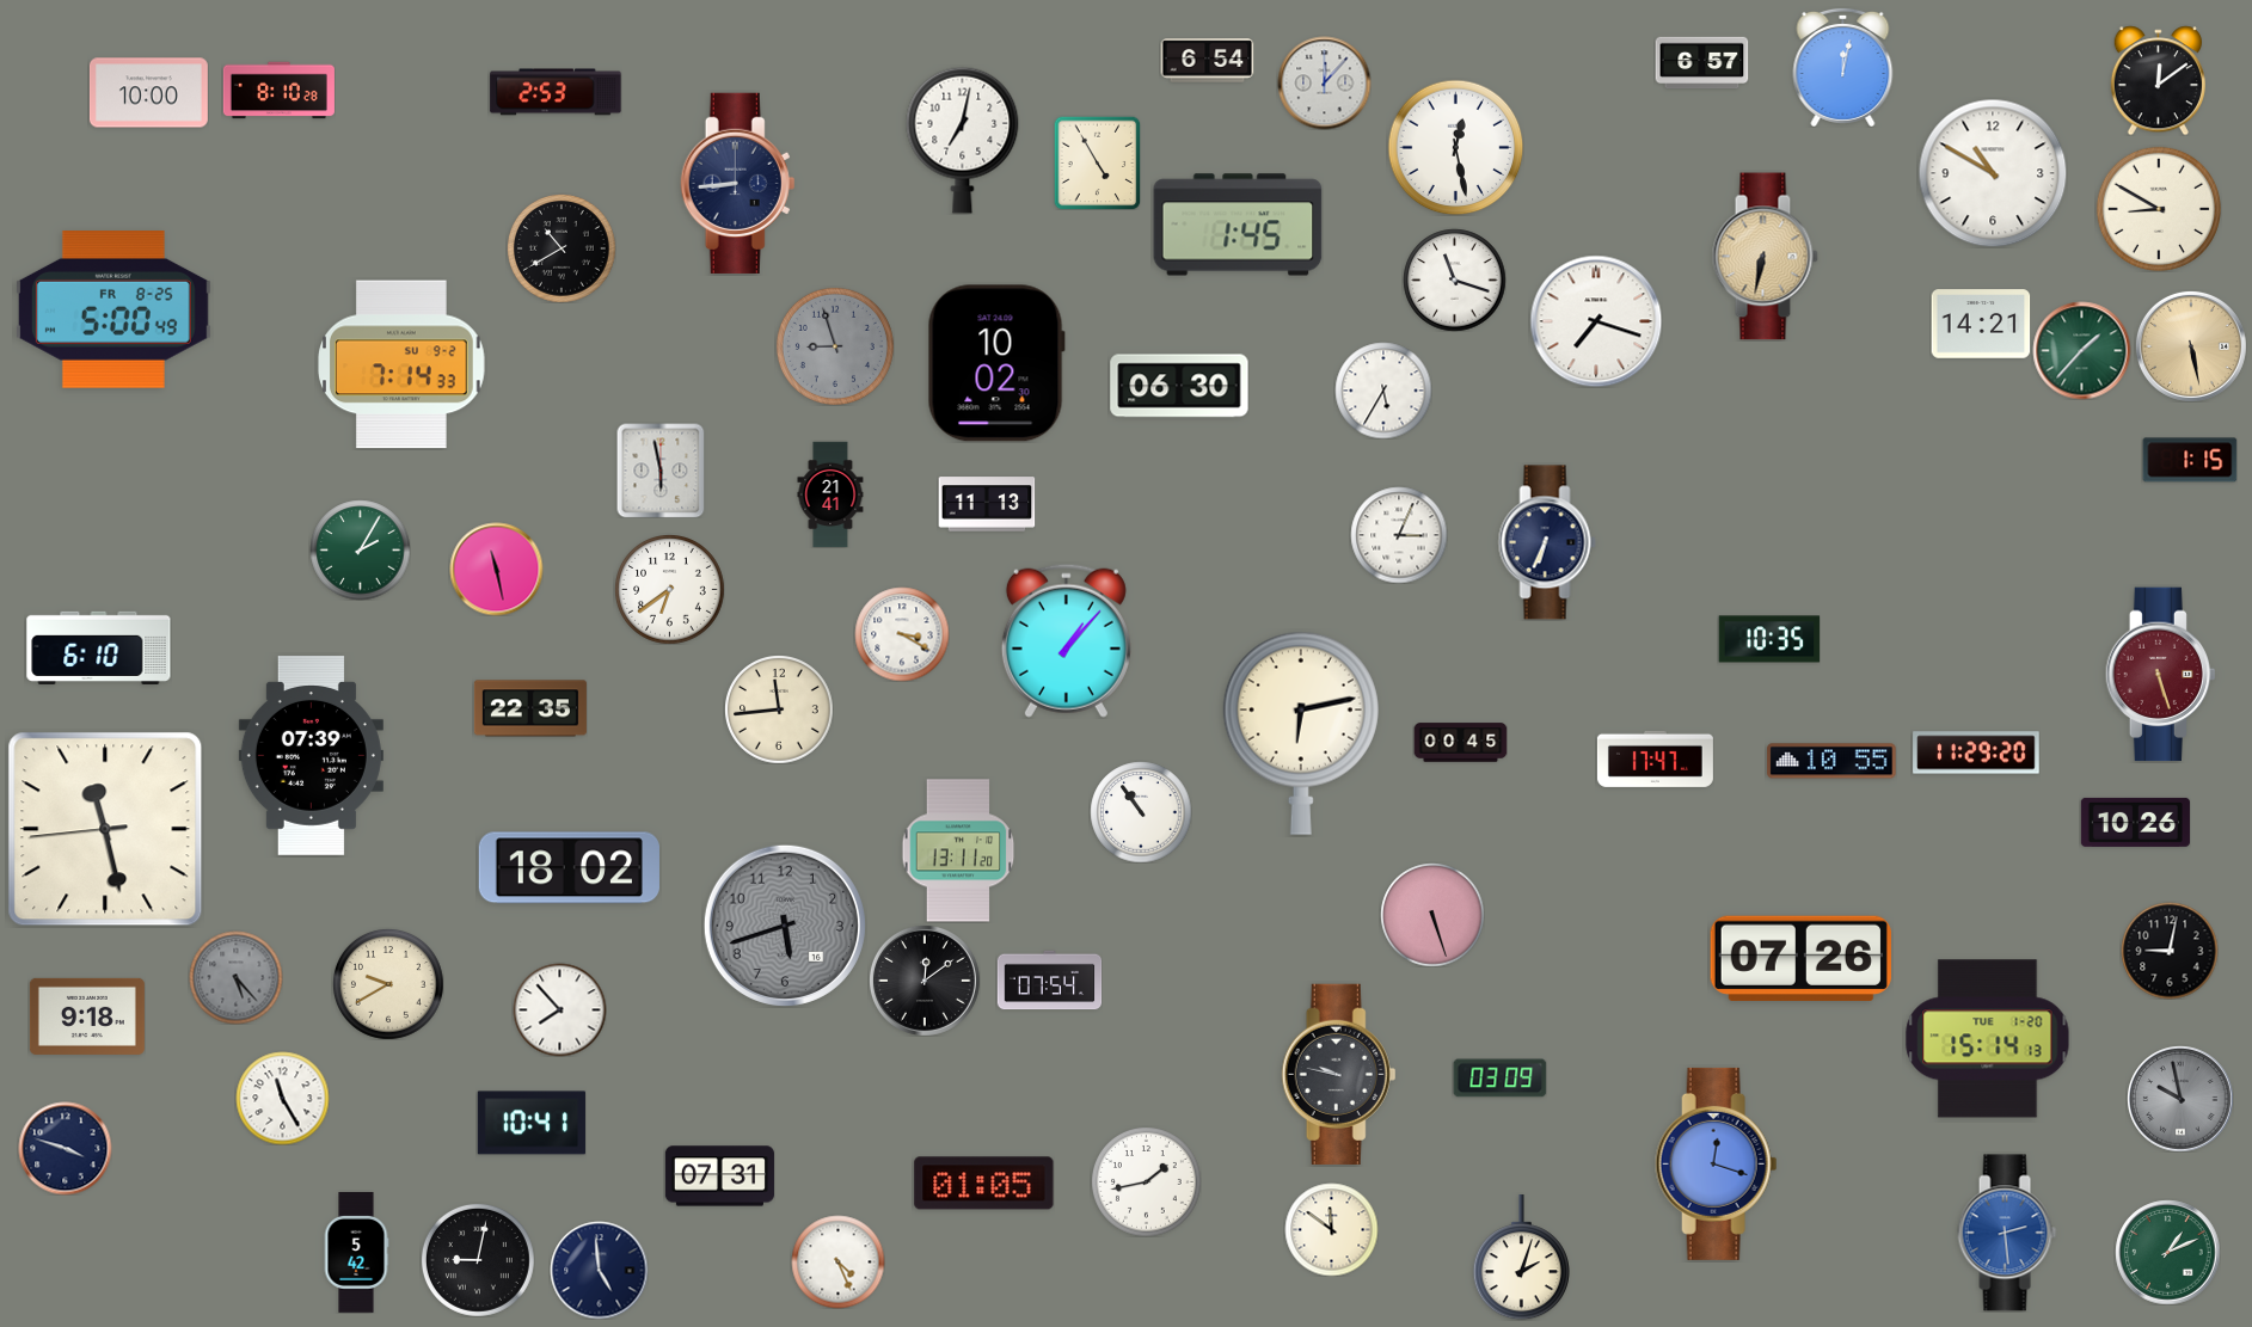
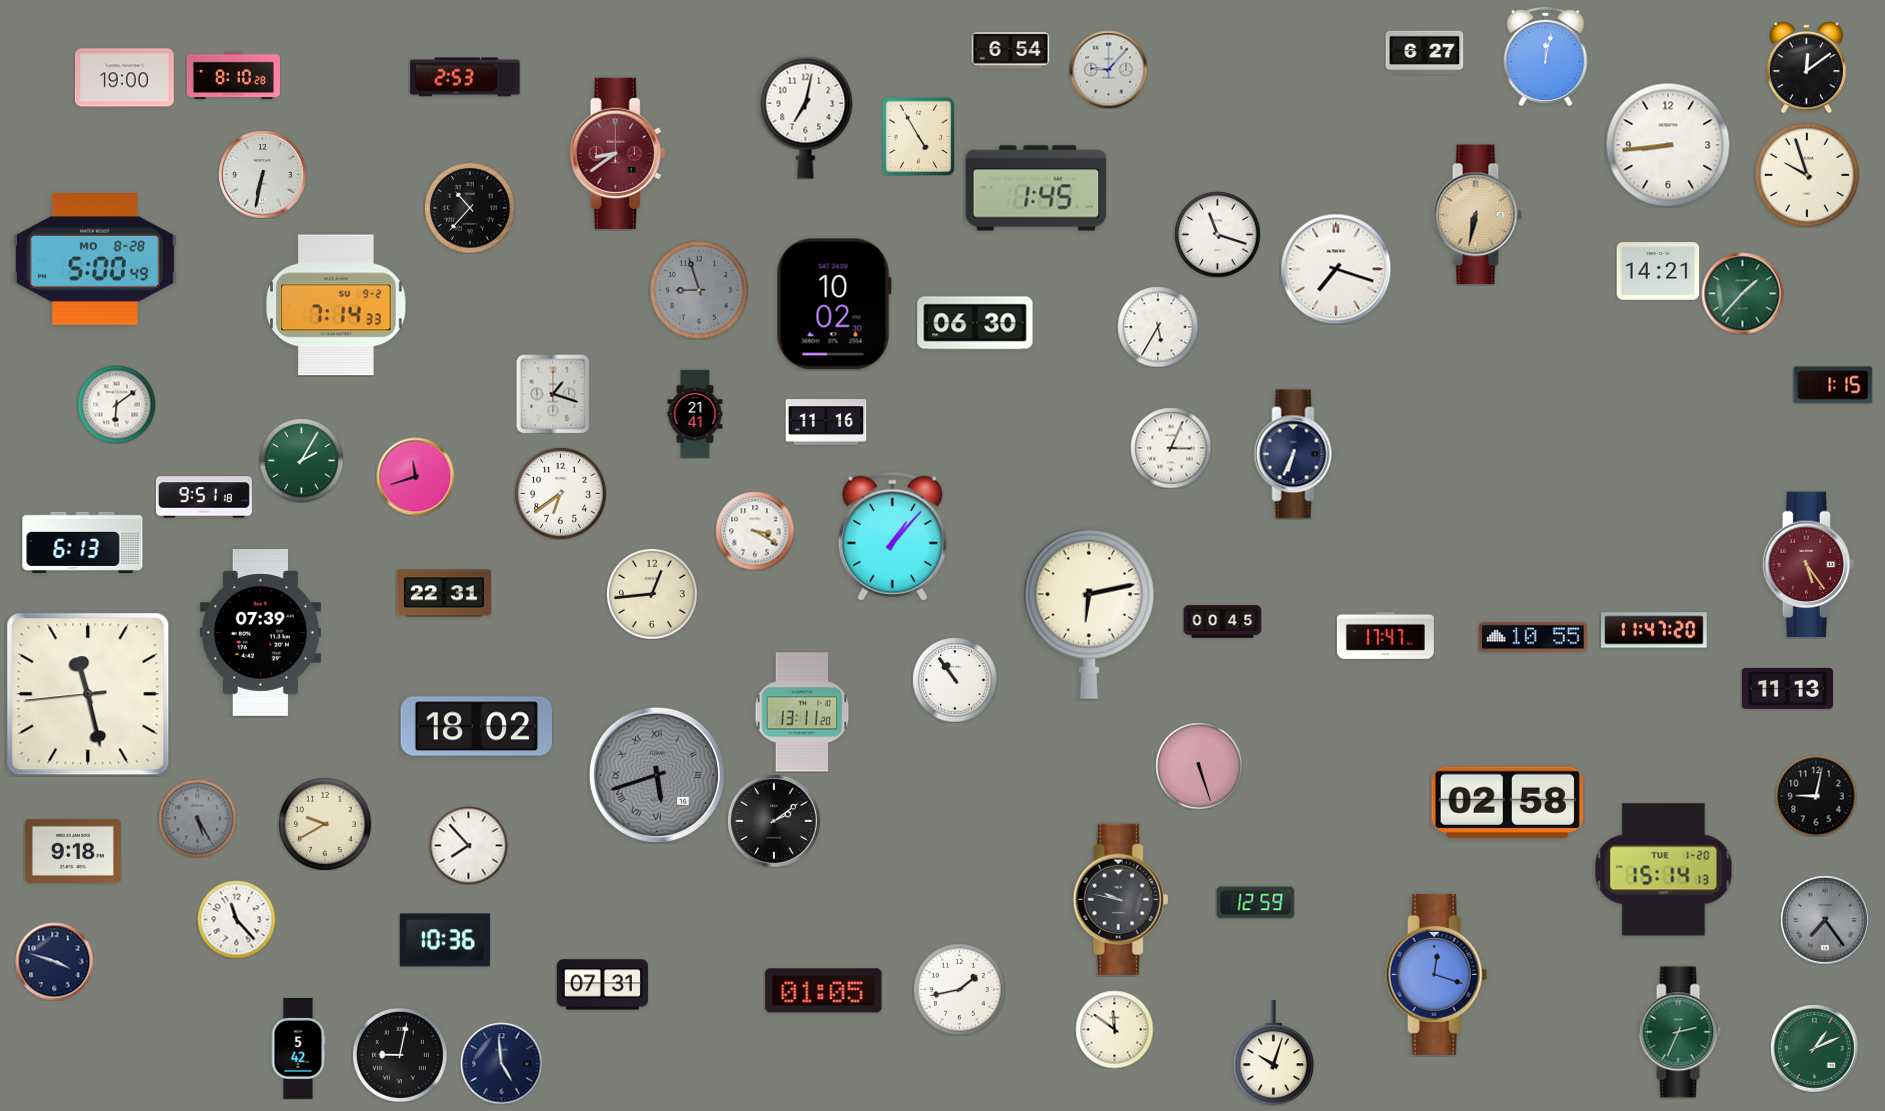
clock at (1701, 63): 6:57 -> 6:27
clock at (1843, 67) position: (1843, 67) -> (1546, 56)
clock at (1324, 82): 12:07 -> 9:07
clock at (148, 93): 10:00 -> 19:00
clock at (1455, 147): 12:28 -> none
clock at (1993, 173): 10:50 -> 8:44
clock at (738, 183): 8:44 -> 8:39
clock at (738, 183) dial: navy -> burgundy
clock at (262, 174): none -> 6:32
clock at (2159, 209): 8:50 -> 9:57
clock at (562, 248): 10:40 -> 10:37
clock at (113, 311) date: FR 8-25 -> MO 8-28
clock at (2191, 346): 5:28 -> none
clock at (1179, 386) position: (1179, 386) -> (975, 323)
clock at (661, 471): 5:58 -> 1:18
clock at (116, 404): none -> 6:09
clock at (987, 504): 11:13 -> 11:16
clock at (496, 569): 11:28 -> 11:42
clock at (204, 497): none -> 9:51
clock at (1769, 639): 10:35 -> none
clock at (99, 647): 6:10 -> 6:13
clock at (2160, 675): 5:27 -> 5:24
clock at (530, 708): 22:35 -> 22:31
clock at (779, 709): 11:44 -> 12:44
clock at (1976, 752): 11:29 -> 11:47
clock at (2135, 822): 10:26 -> 11:13
clock at (785, 926) numerals: Arabic -> Roman
clock at (1800, 958): 07:26 -> 02:58
clock at (235, 977): 5:23 -> 5:25
clock at (925, 981): 12:09 -> 2:09
clock at (1049, 981): 07:54 -> none
clock at (1499, 1079): 03:09 -> 12:59
clock at (282, 1098): 11:25 -> 11:23
clock at (2180, 1099): 9:58 -> 7:24
clock at (532, 1123): 10:41 -> 10:36
clock at (2007, 1233): 2:29 -> 2:34
clock at (2007, 1233) dial: blue -> green
clock at (1521, 1258): 2:03 -> 10:03
clock at (837, 1261): 4:26 -> none
